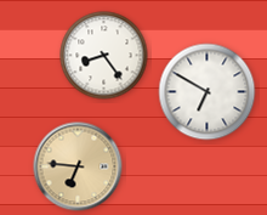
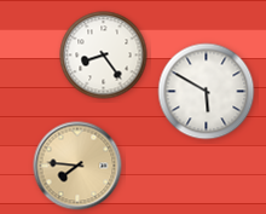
clock at (208, 92): 6:50 -> 5:50
clock at (78, 166): 6:46 -> 7:46
